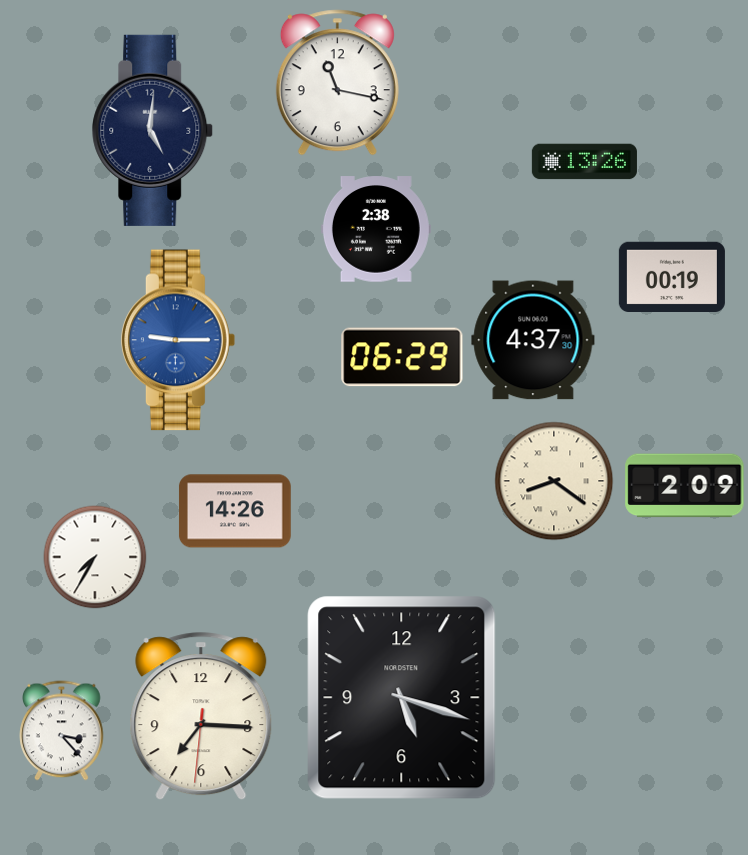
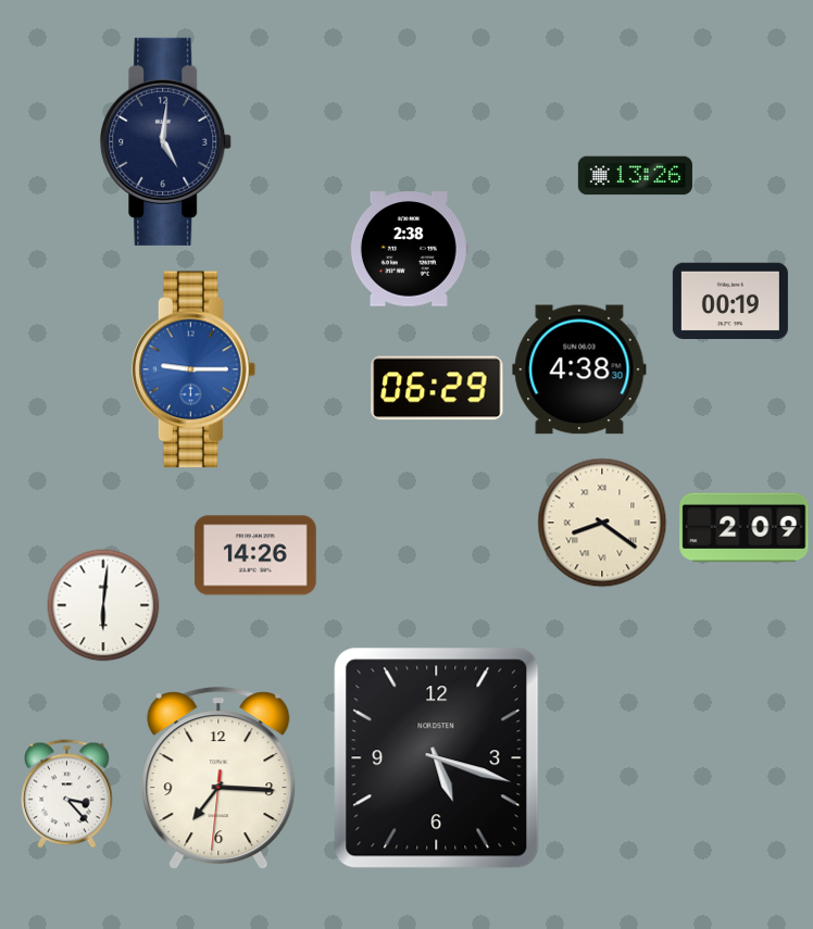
clock at (337, 83): 11:17 -> none
clock at (533, 340): 4:37 -> 4:38
clock at (95, 557): 7:35 -> 6:01
